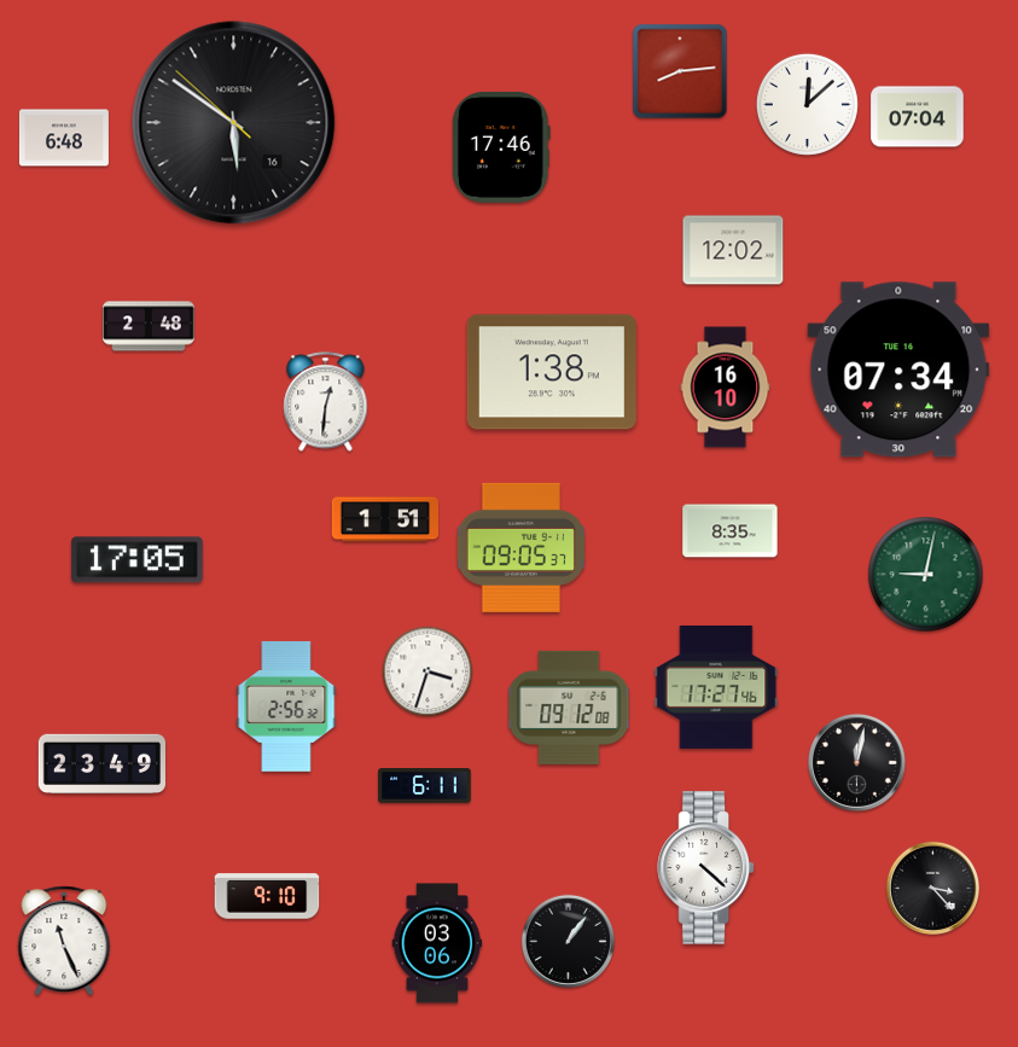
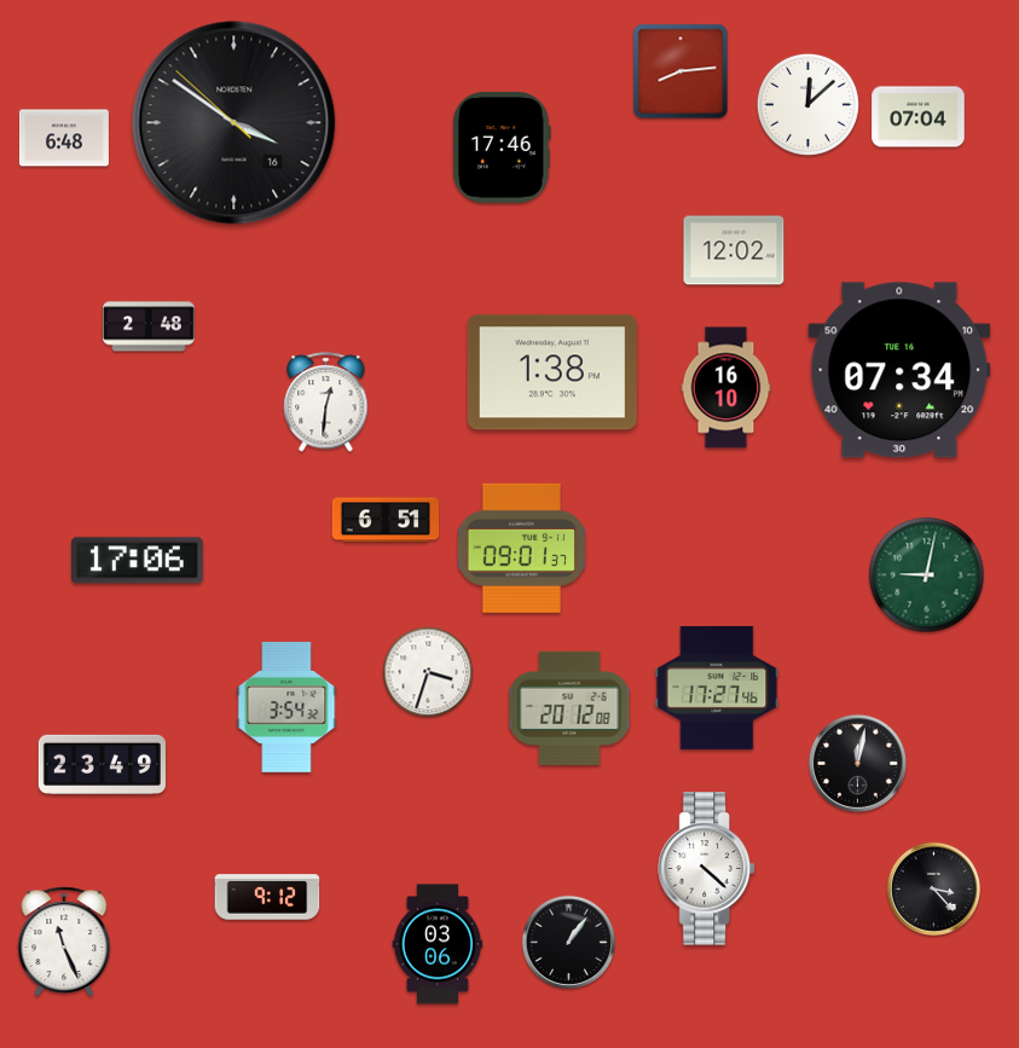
clock at (234, 123): 5:50 -> 3:50
clock at (385, 519): 1:51 -> 6:51
clock at (731, 531): 8:35 -> none
clock at (520, 547): 09:05 -> 09:01
clock at (138, 560): 17:05 -> 17:06
clock at (286, 706): 2:56 -> 3:54
clock at (569, 708): 09:12 -> 20:12
clock at (425, 786): 6:11 -> none
clock at (267, 896): 9:10 -> 9:12
